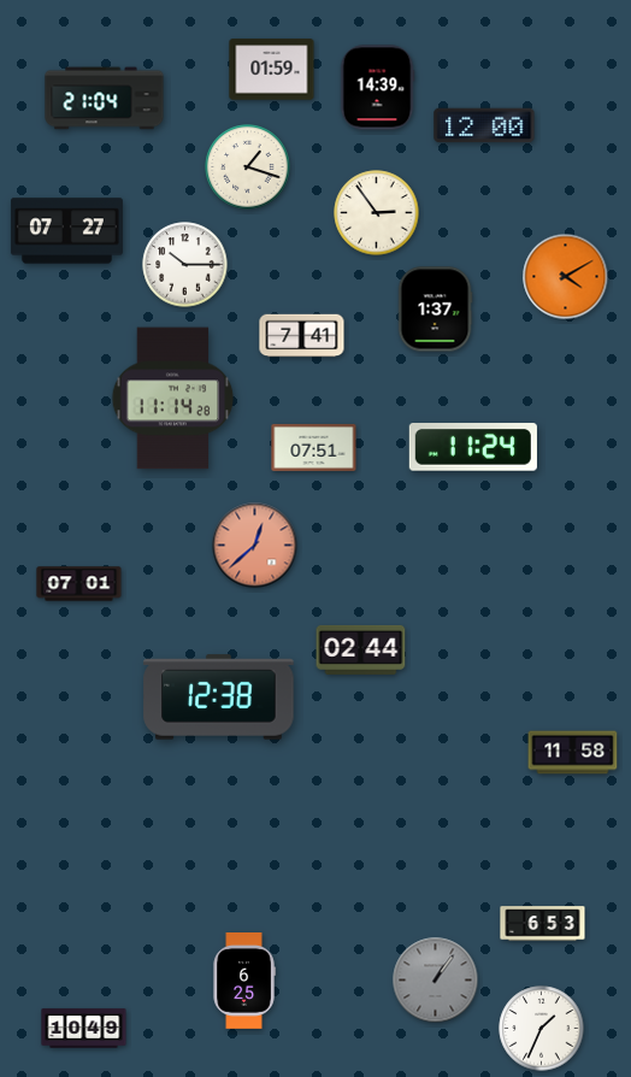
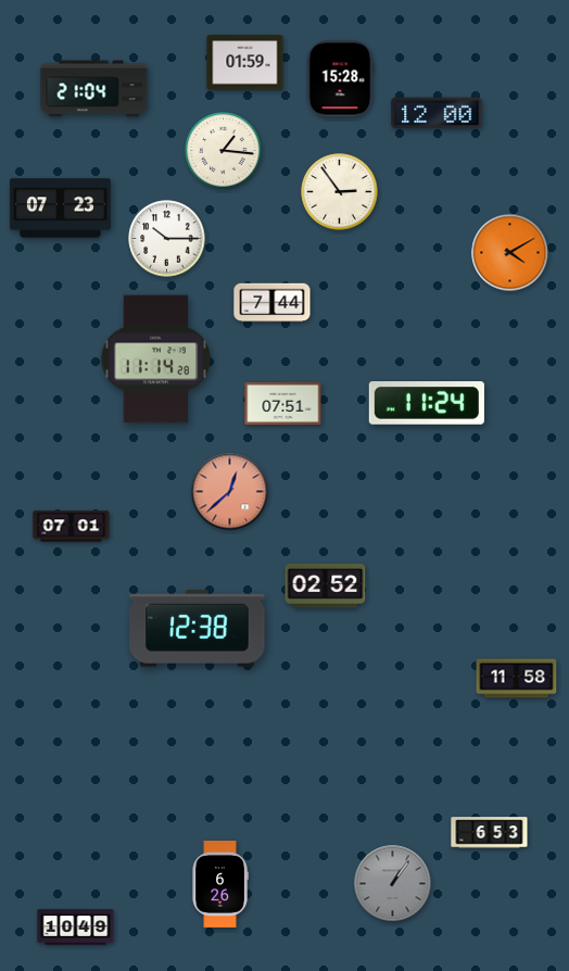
clock at (377, 88): 14:39 -> 15:28
clock at (248, 167): 1:18 -> 1:16
clock at (66, 231): 07:27 -> 07:23
clock at (566, 277) position: (566, 277) -> (510, 253)
clock at (435, 310): 1:37 -> none
clock at (302, 336): 7:41 -> 7:44
clock at (361, 649): 02:44 -> 02:52
clock at (244, 982): 6:25 -> 6:26
clock at (542, 1029): 1:34 -> none
